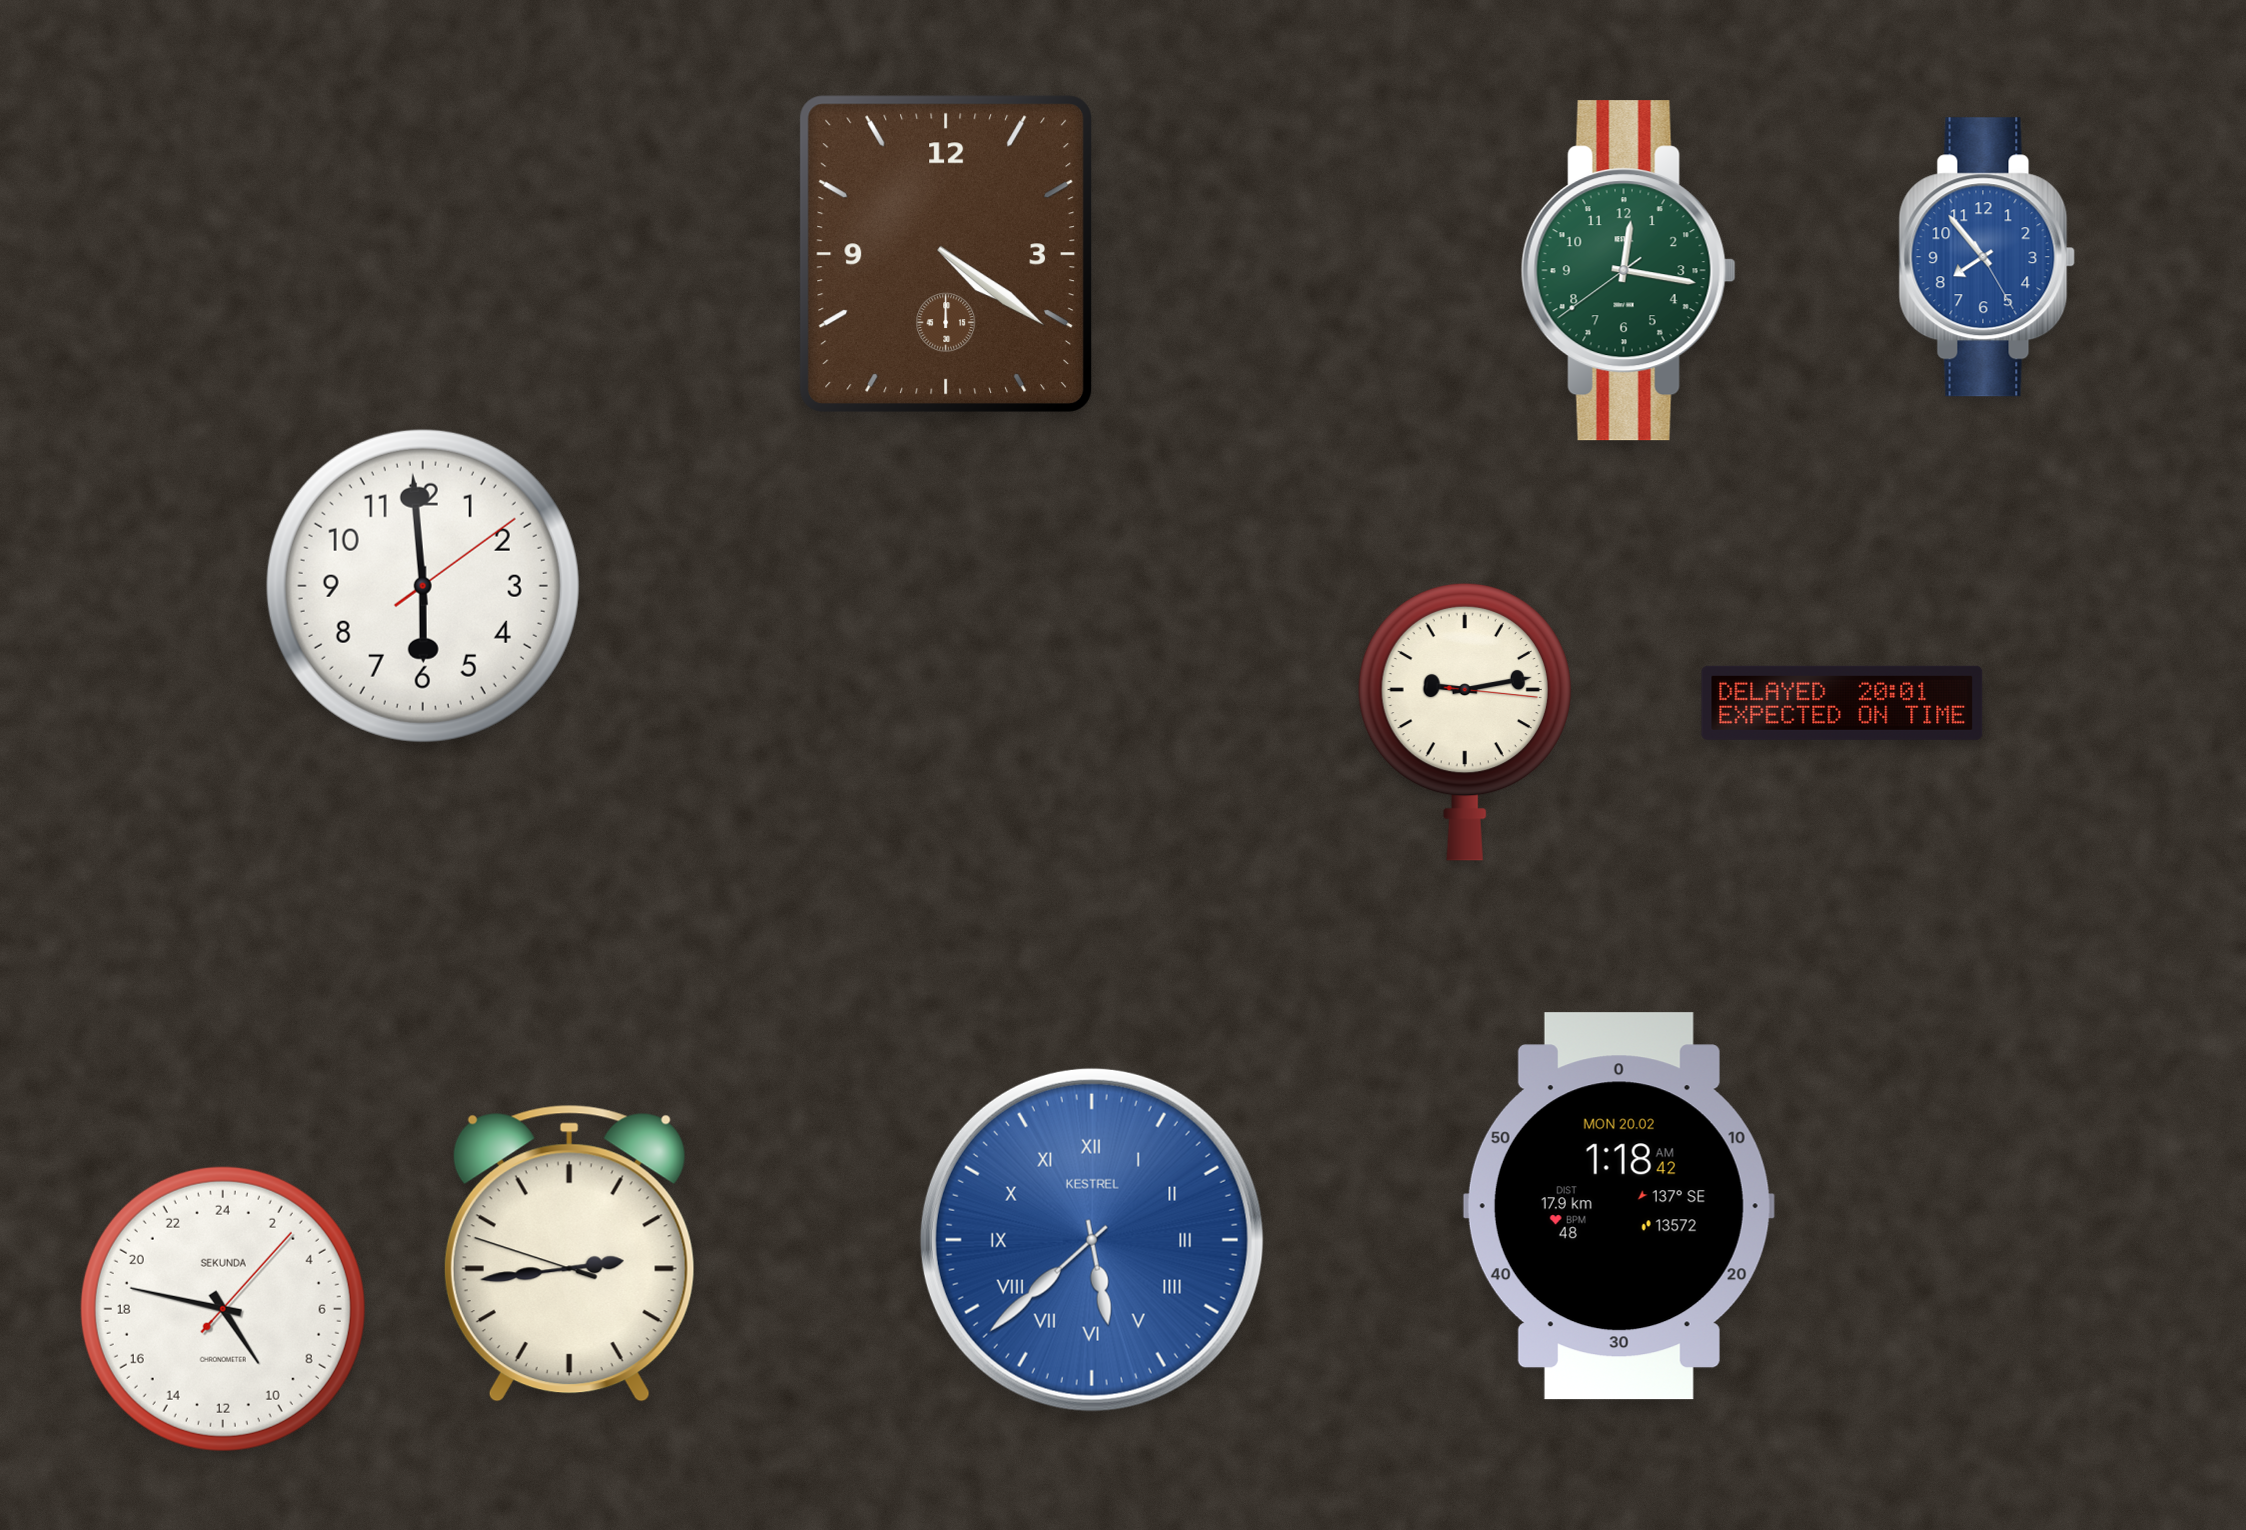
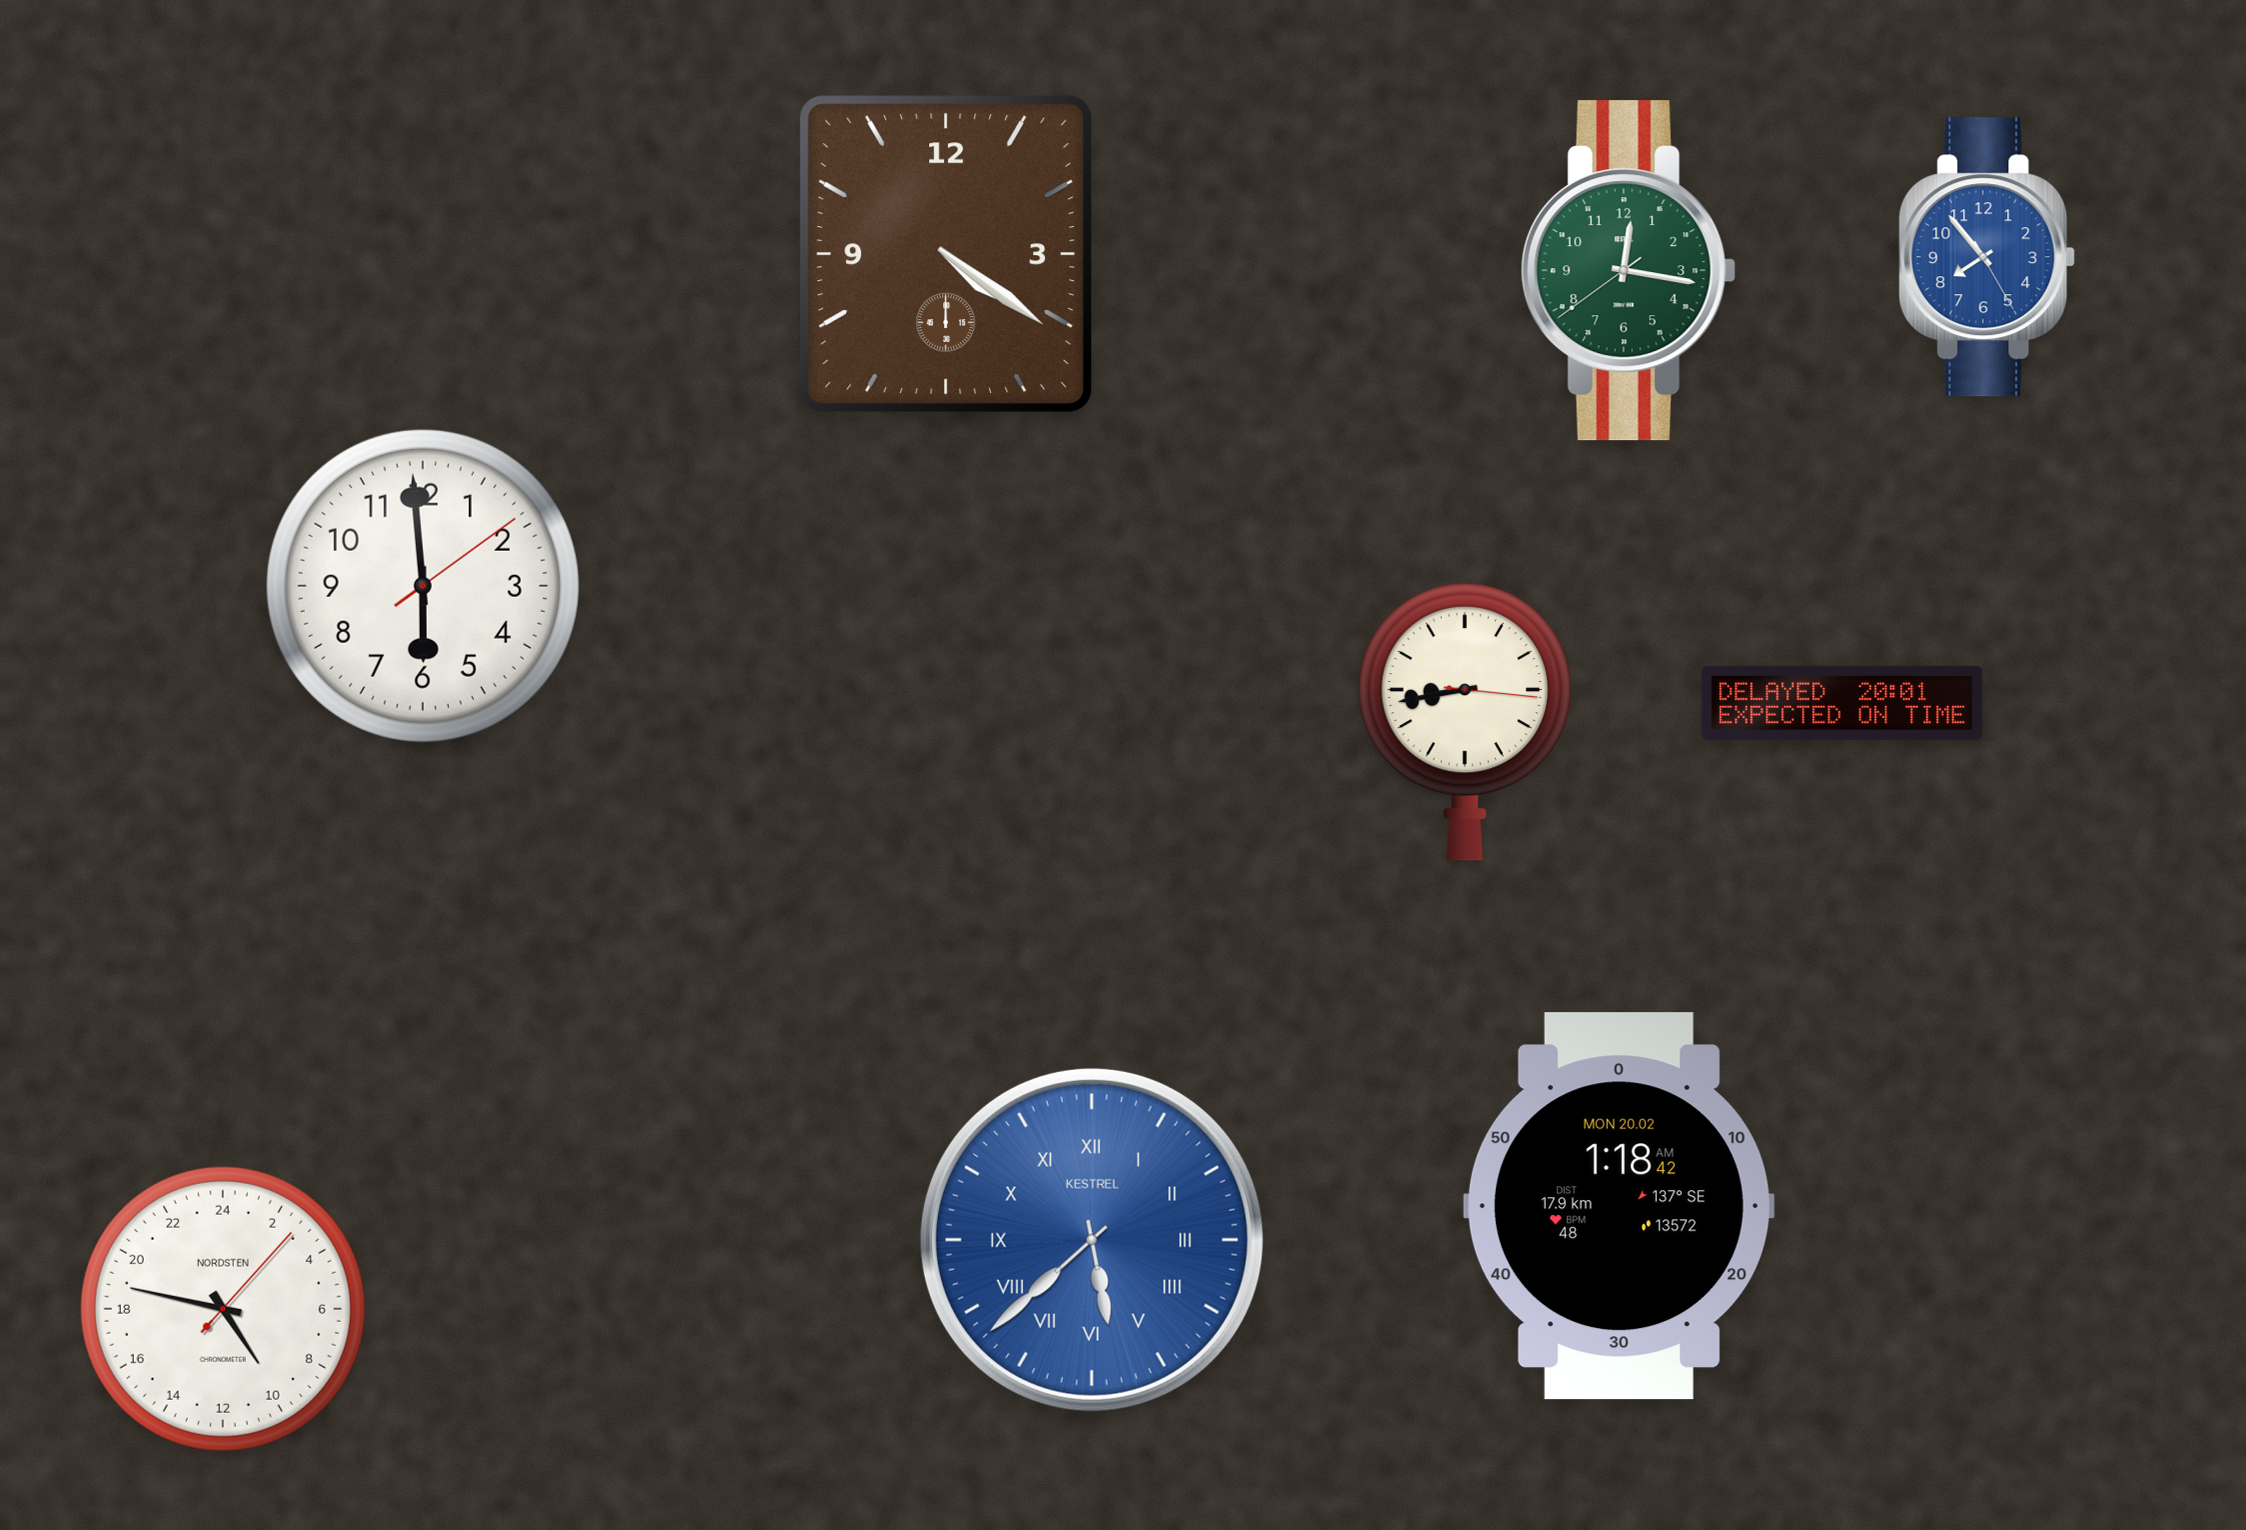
clock at (1465, 722): 9:13 -> 8:43
clock at (569, 1253): 2:43 -> none
clock at (223, 1309) brand: SEKUNDA -> NORDSTEN
